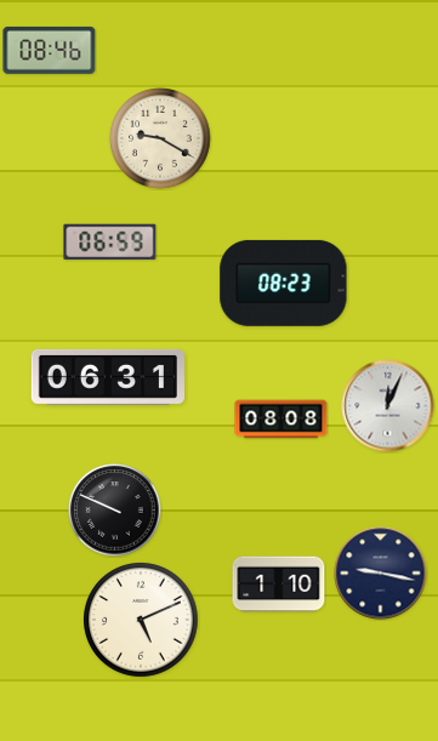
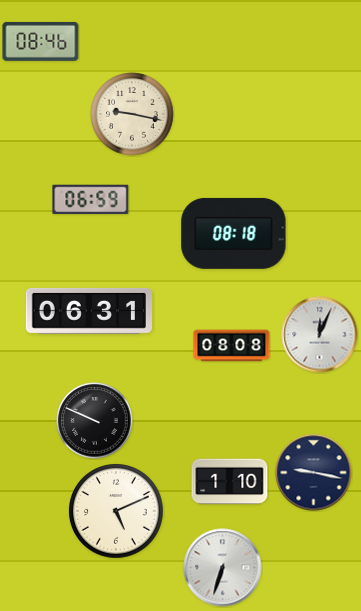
clock at (160, 138): 9:20 -> 9:17
clock at (284, 283): 08:23 -> 08:18
clock at (223, 568): none -> 6:33
